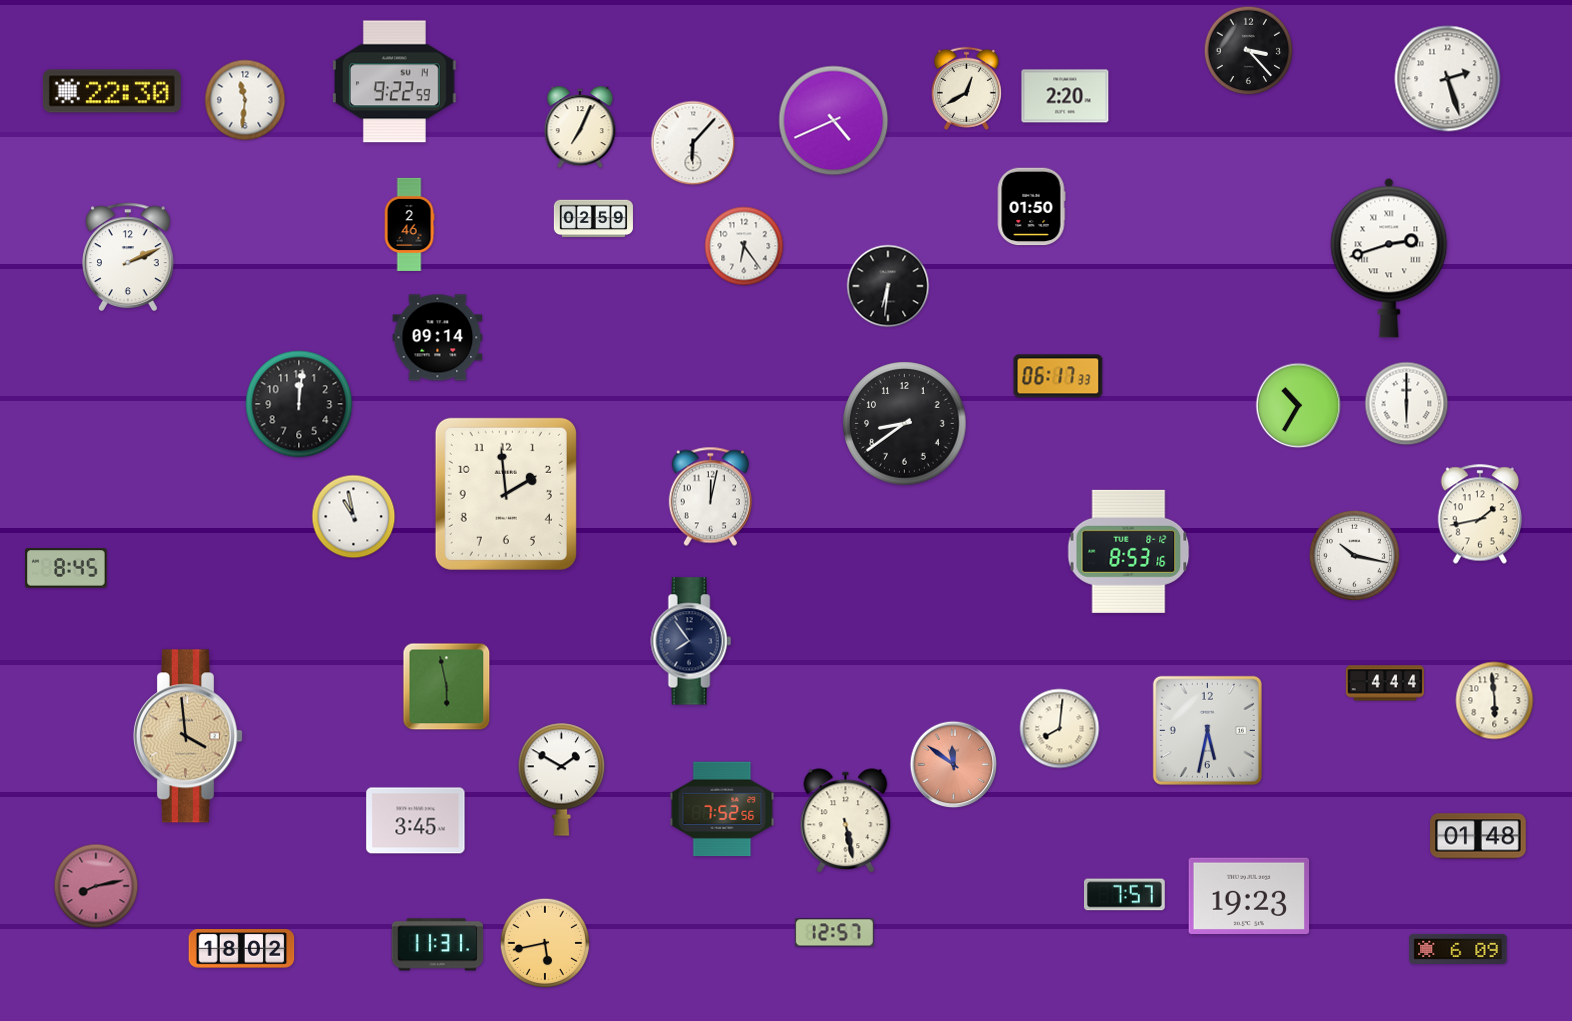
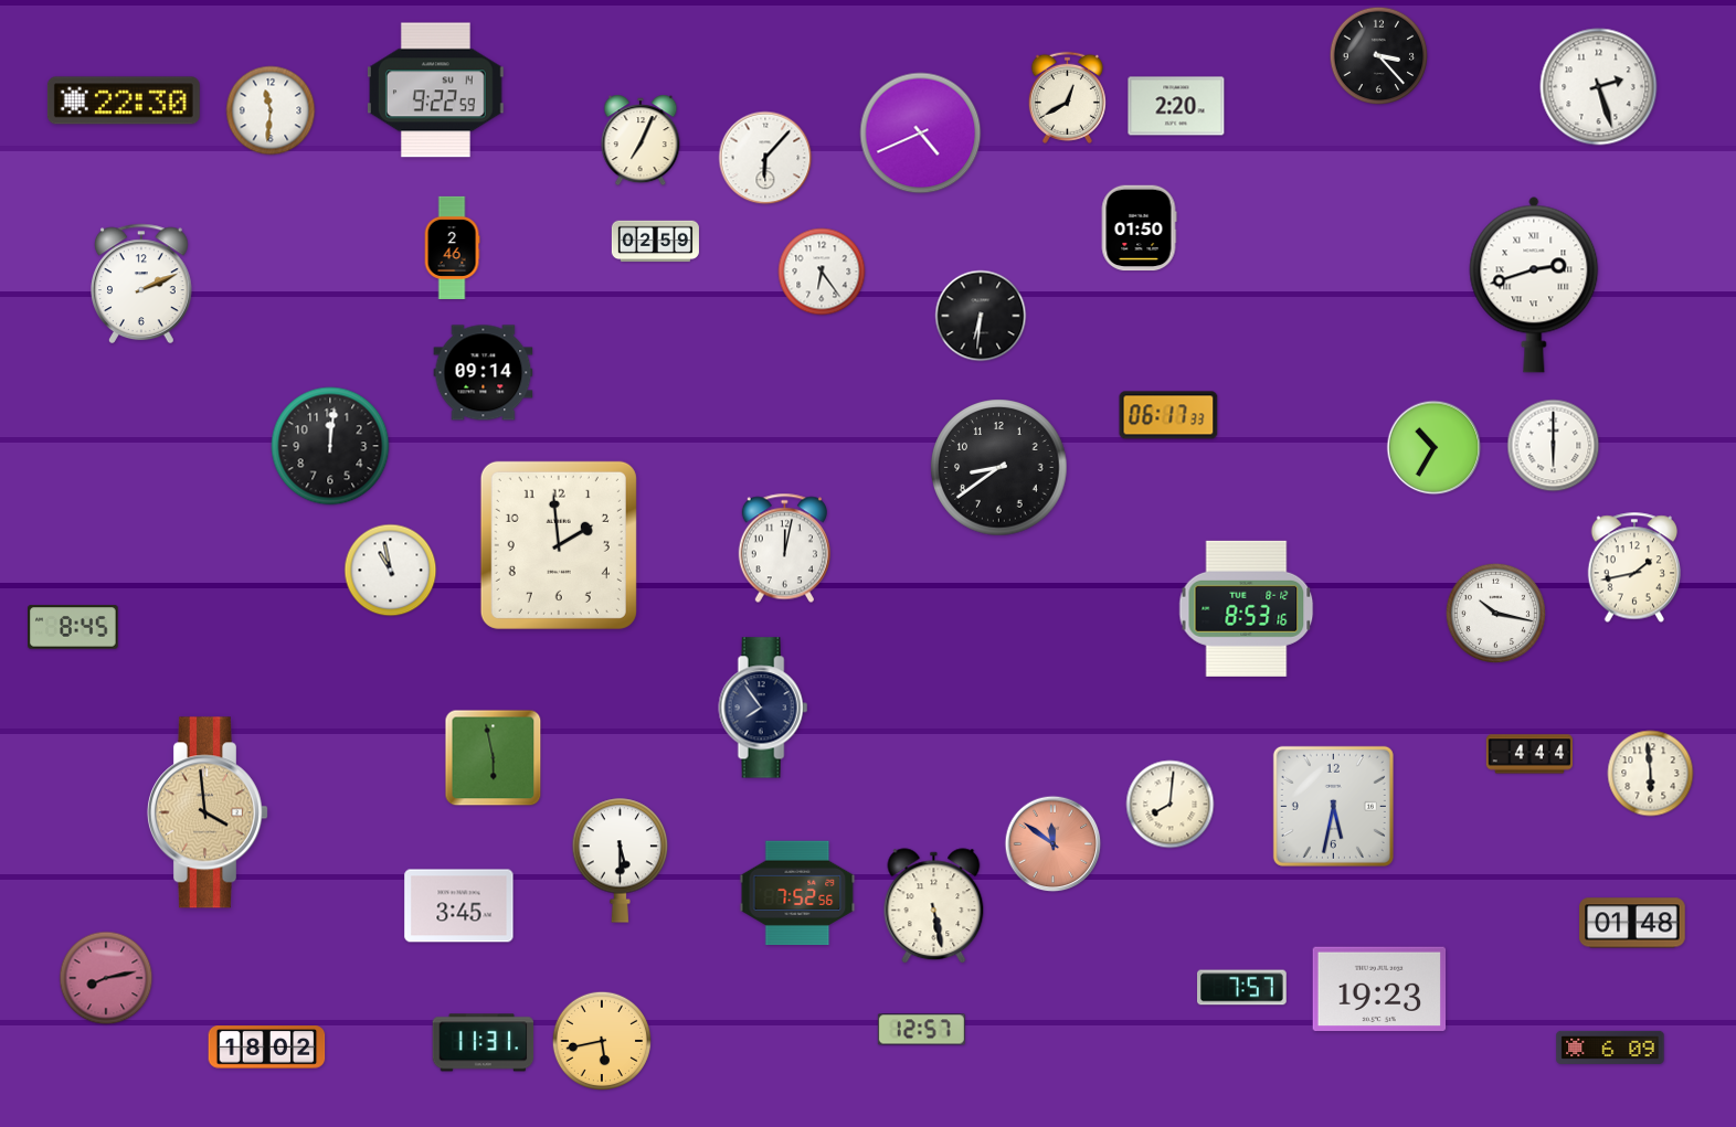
clock at (562, 779): 1:50 -> 5:30
